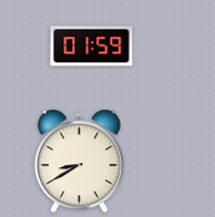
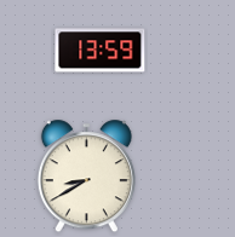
clock at (92, 46): 01:59 -> 13:59
